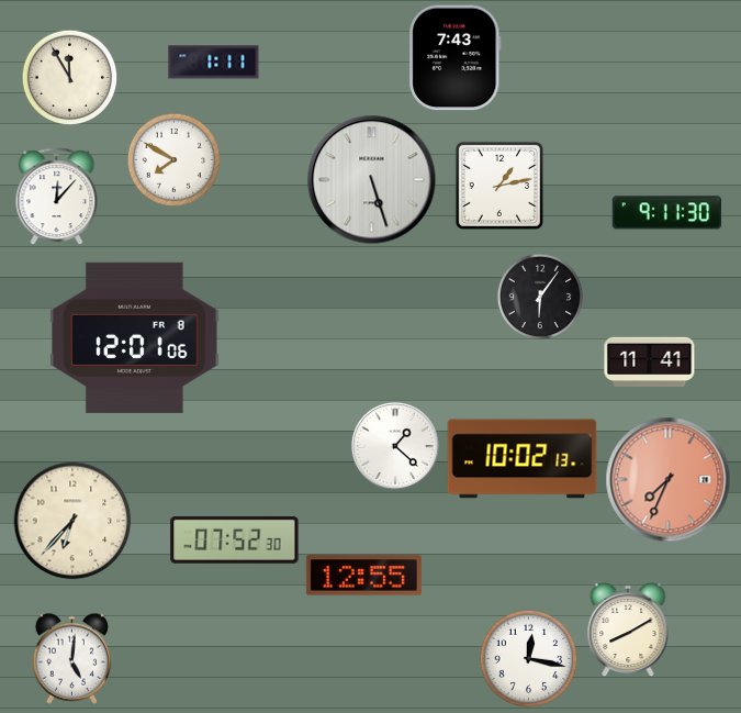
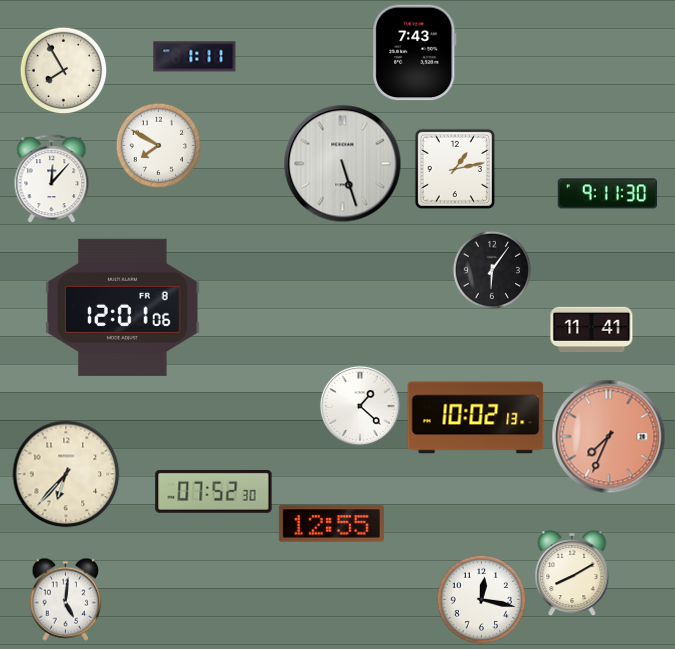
clock at (69, 77): 11:55 -> 7:55
clock at (372, 180) position: (372, 180) -> (343, 164)
